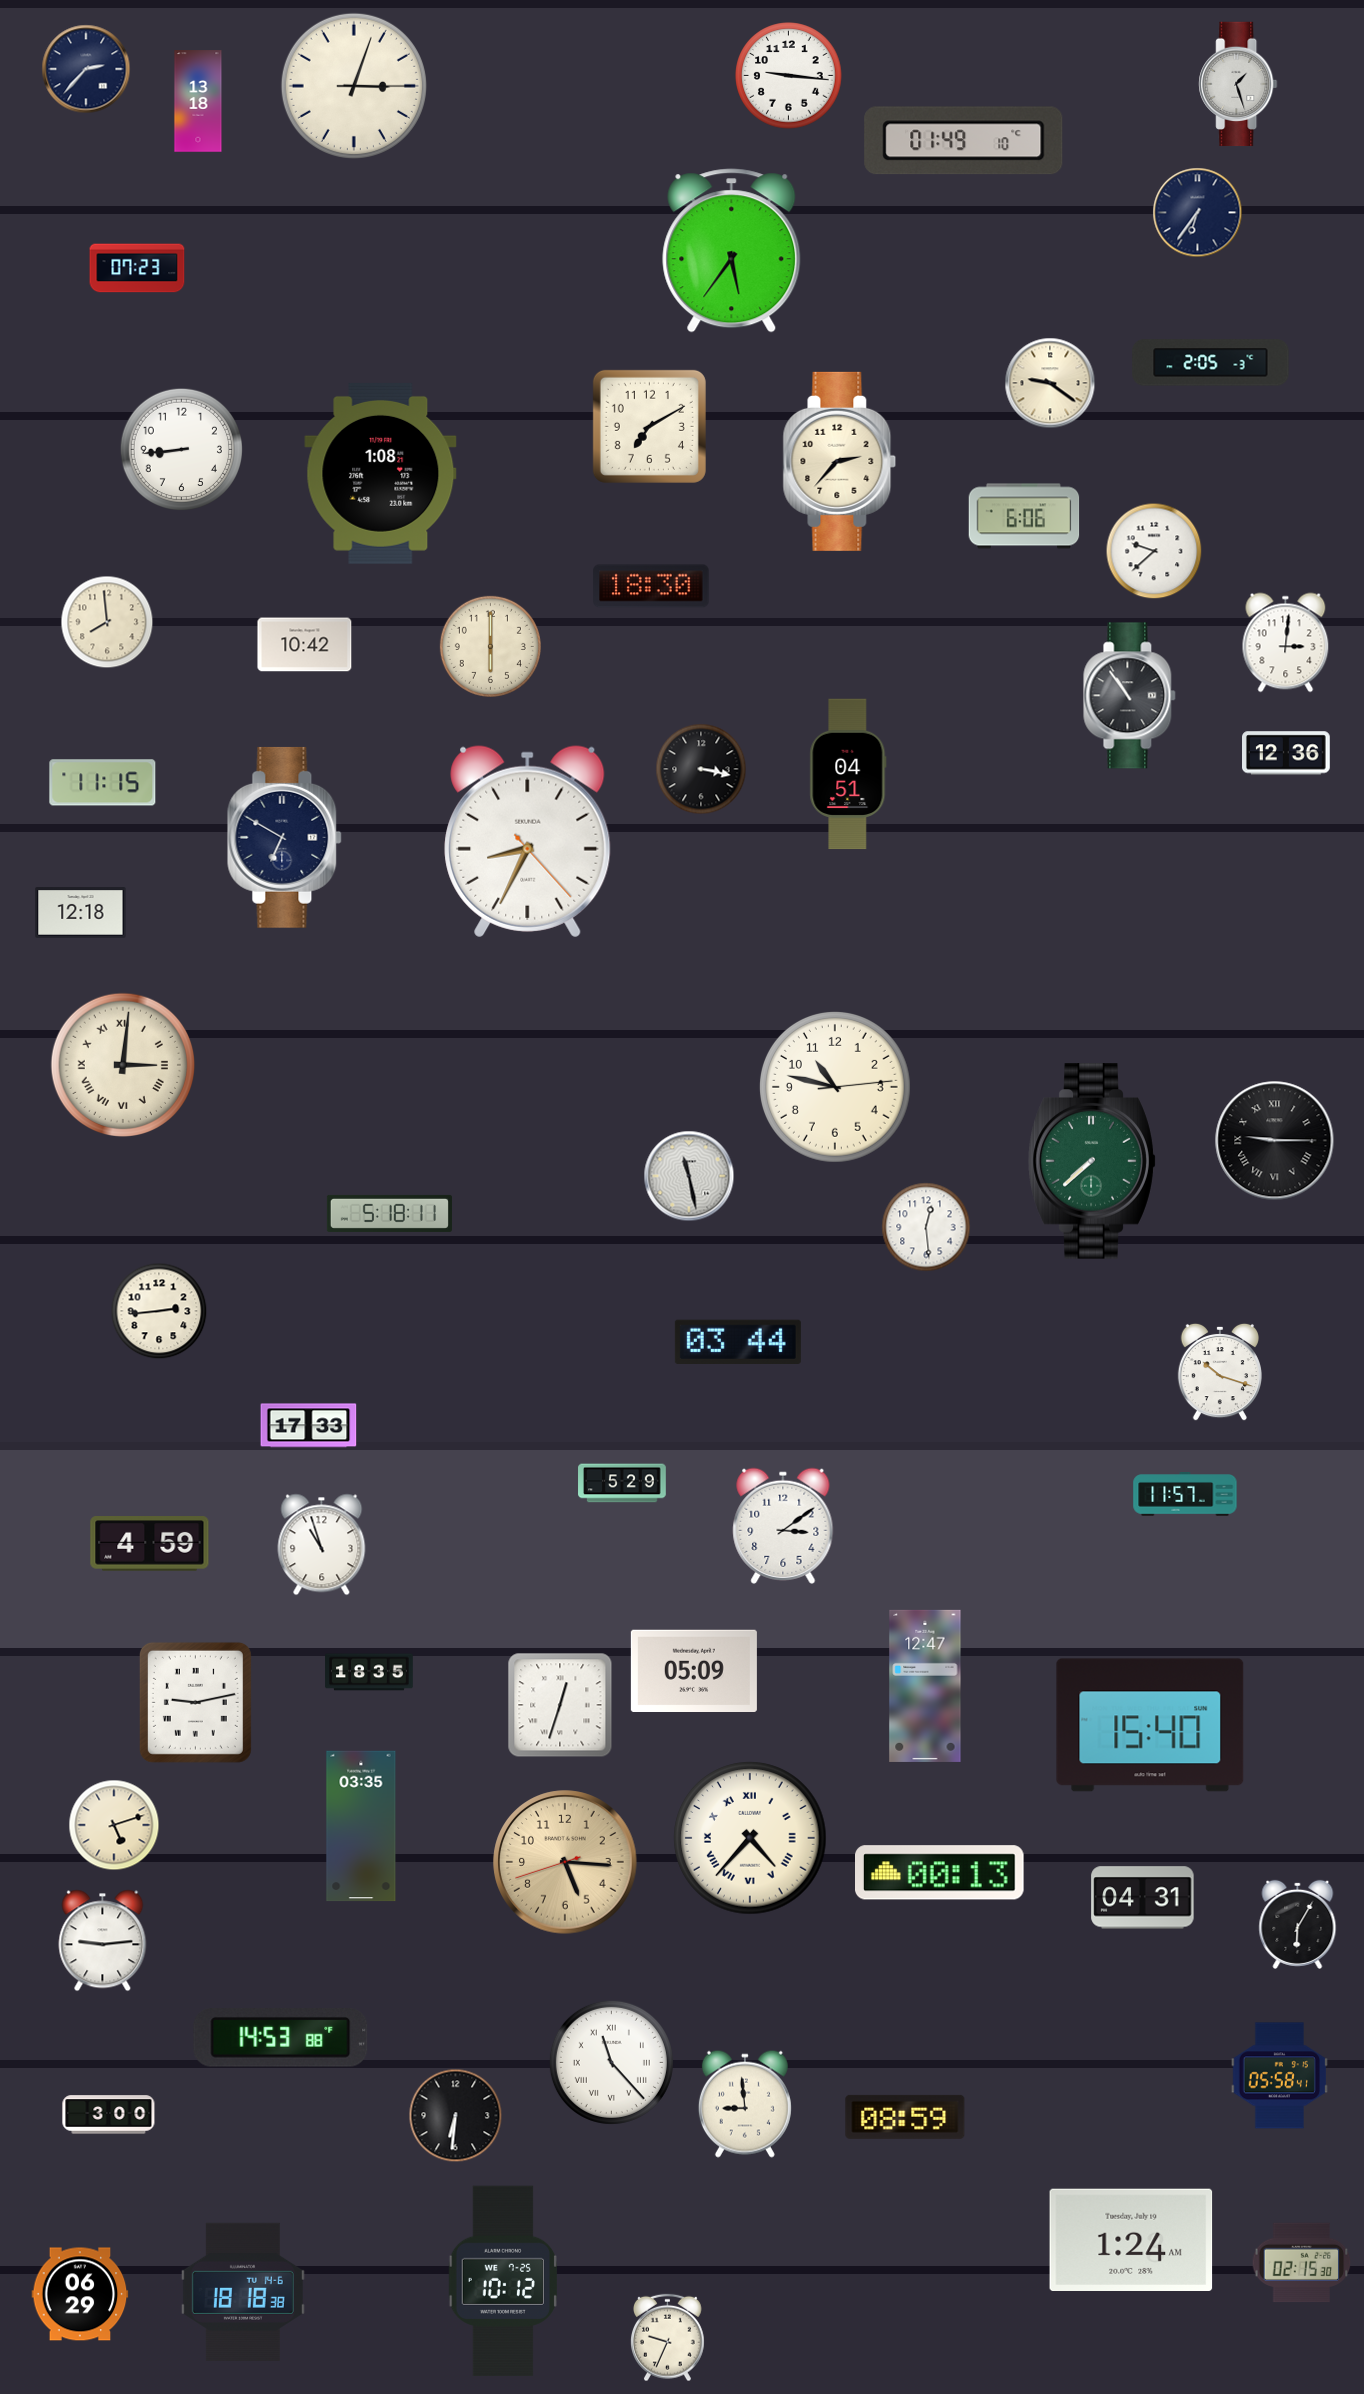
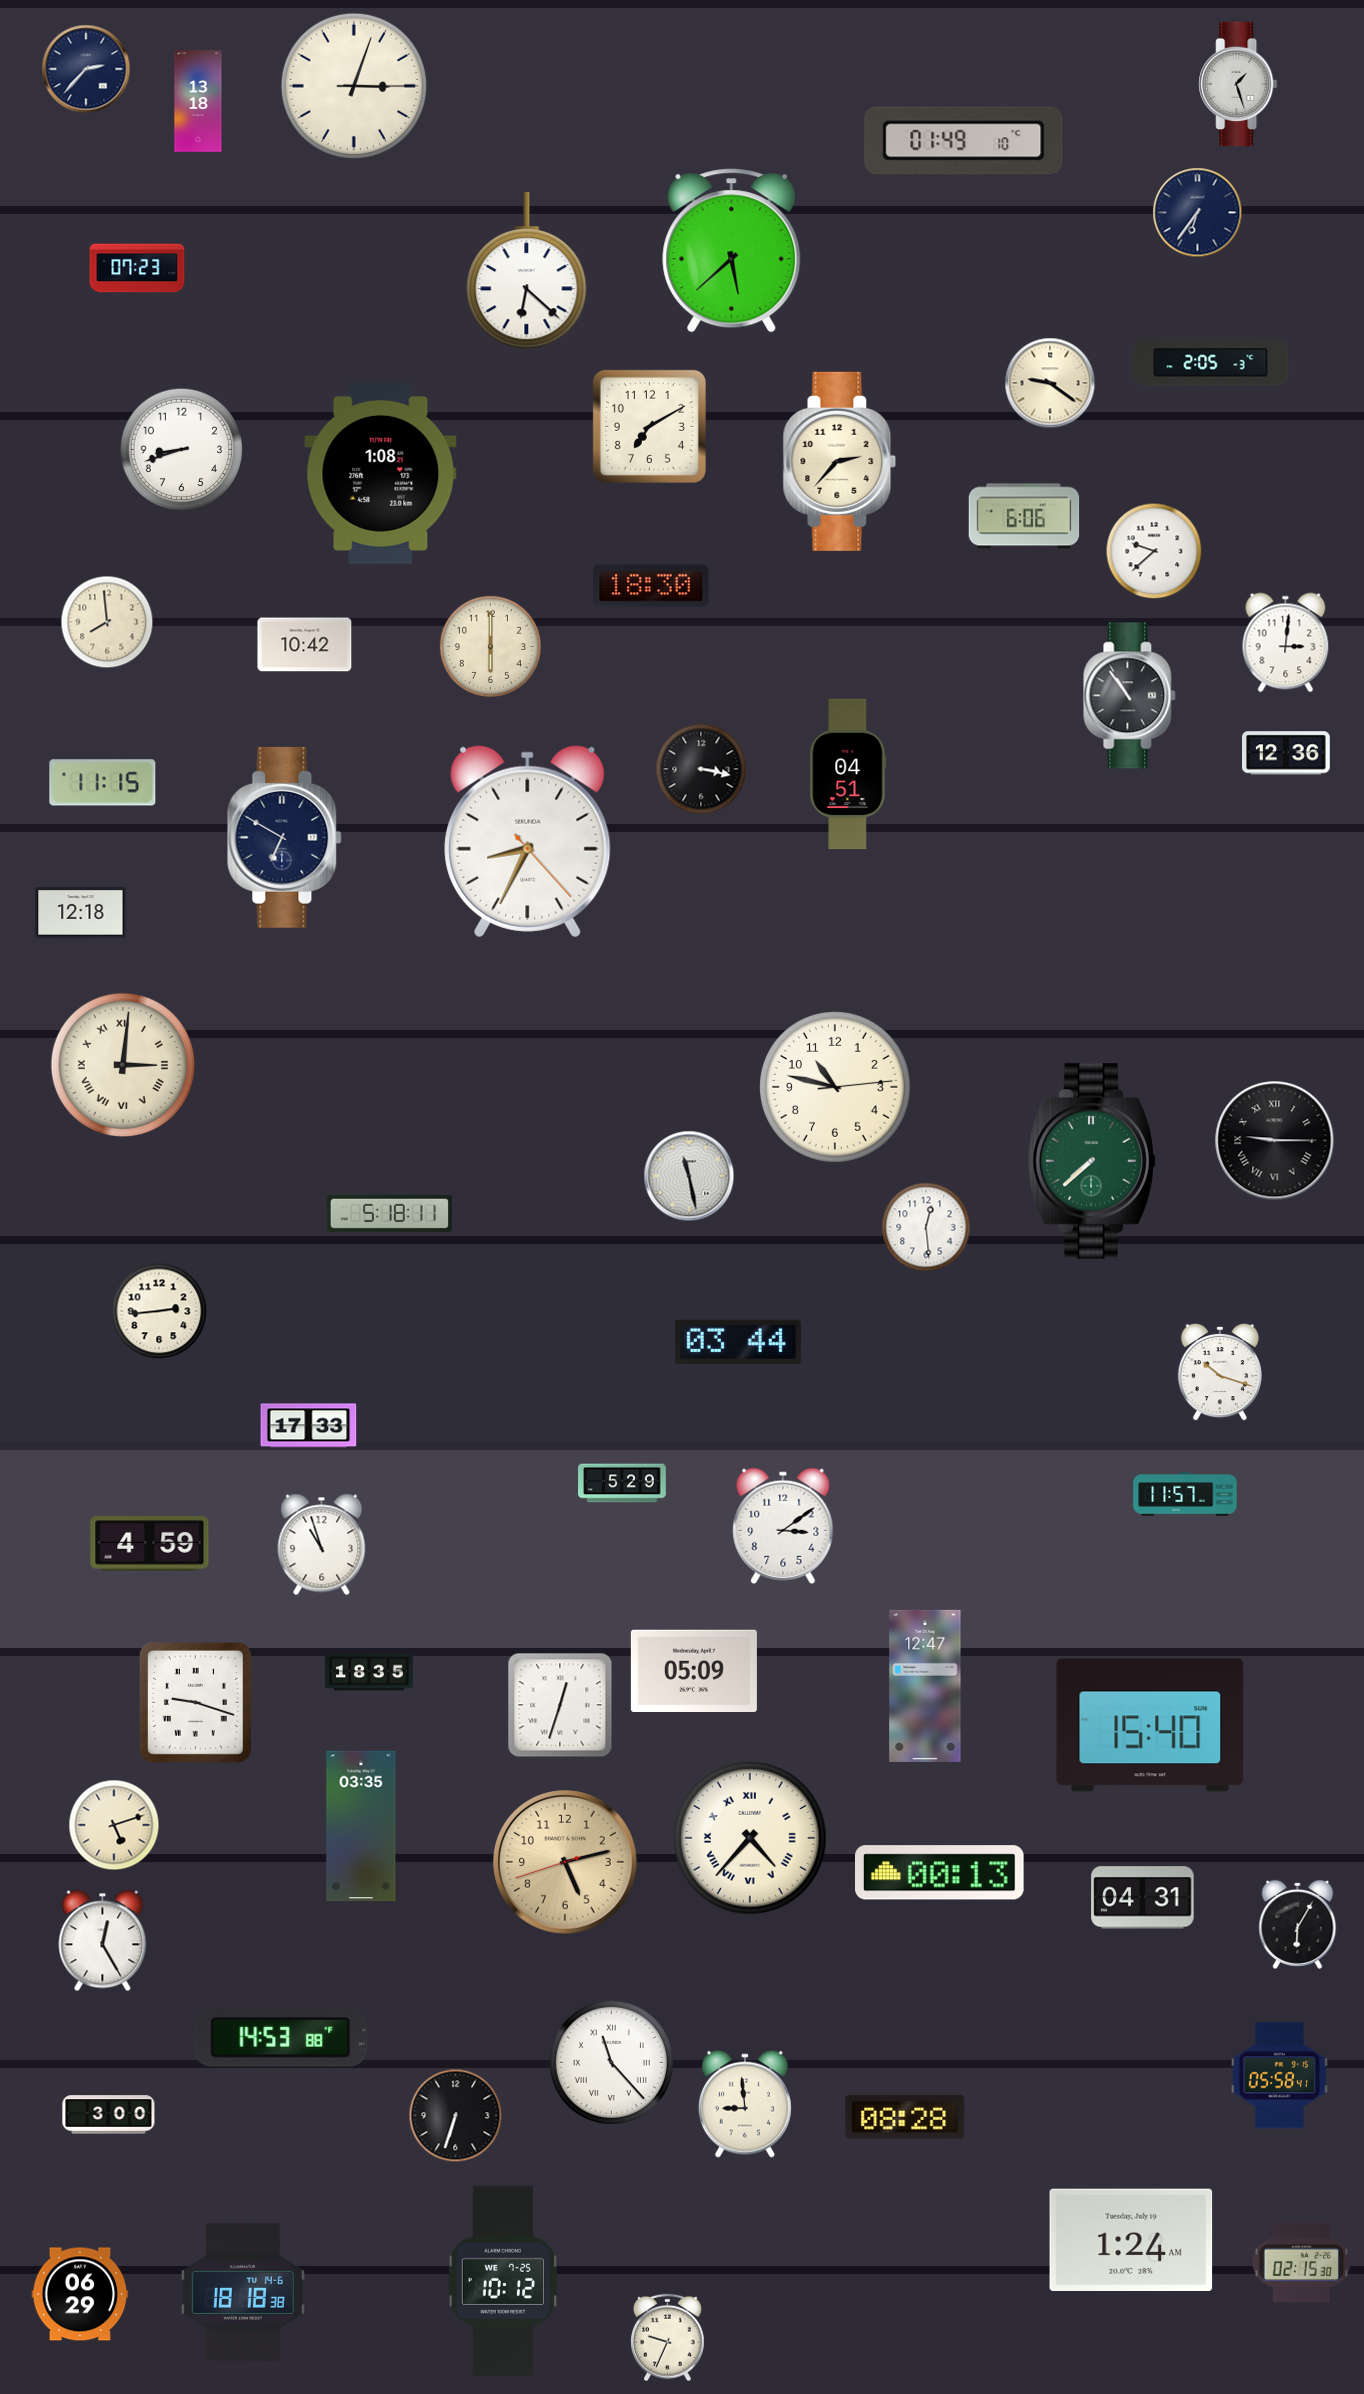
clock at (789, 76): 9:16 -> none
clock at (732, 251): 5:36 -> 5:38
clock at (527, 271): none -> 6:22
clock at (181, 449): 8:44 -> 8:42
clock at (195, 1702): 9:13 -> 9:18
clock at (565, 1862): 5:15 -> 5:12
clock at (103, 1941): 9:14 -> 12:25
clock at (456, 2116): 6:31 -> 6:33
clock at (905, 2117): 08:59 -> 08:28
